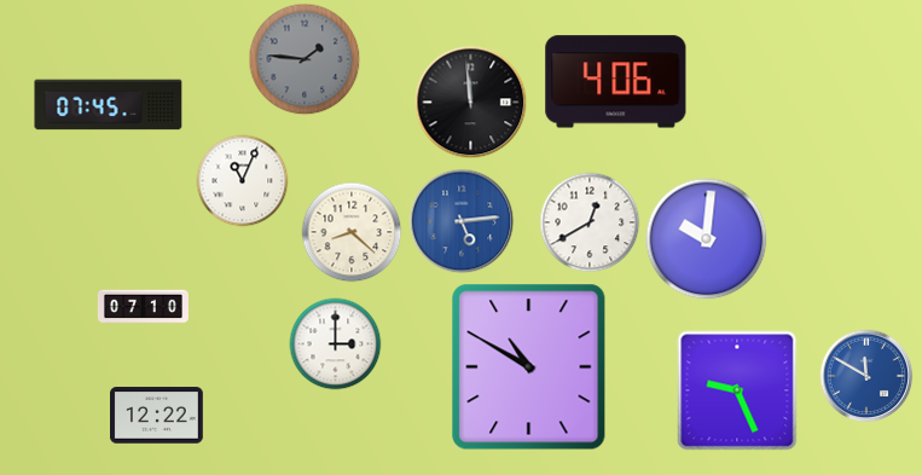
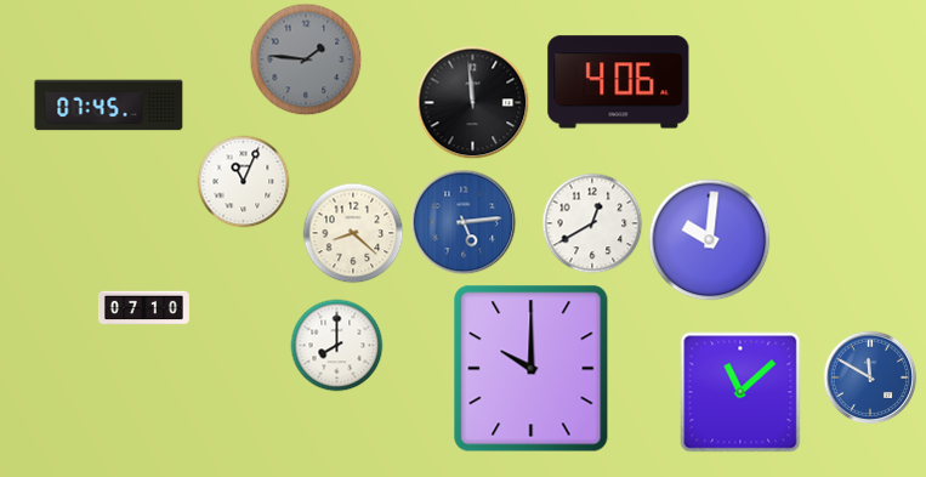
clock at (336, 344): 3:00 -> 8:00
clock at (529, 367): 10:50 -> 10:00
clock at (737, 390): 9:26 -> 11:08
clock at (157, 416): 12:22 -> none
